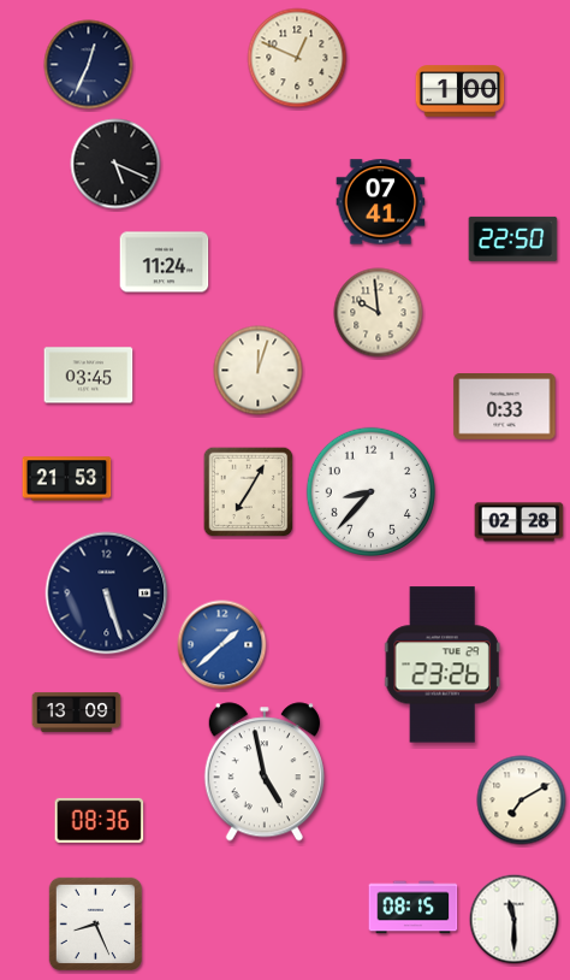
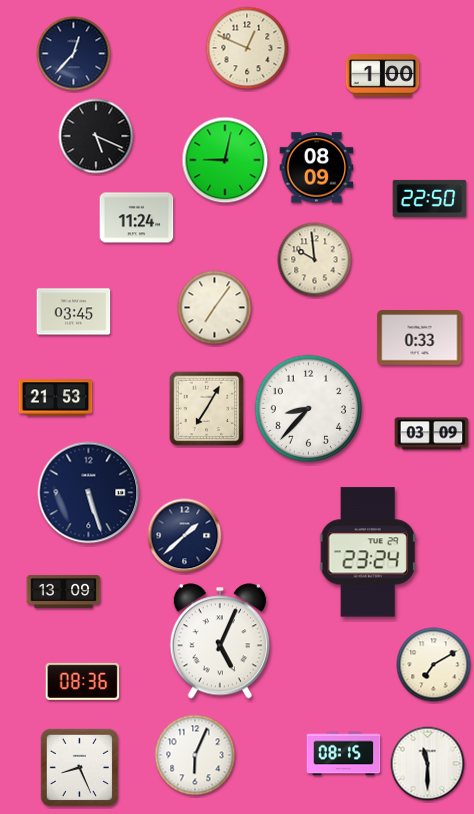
clock at (89, 65): 12:34 -> 12:37
clock at (225, 160): none -> 9:02
clock at (381, 202): 07:41 -> 08:09
clock at (513, 238) position: (513, 238) -> (430, 198)
clock at (259, 371): 12:03 -> 7:06
clock at (519, 523): 02:28 -> 03:09
clock at (222, 645) dial: blue -> navy
clock at (443, 665): 23:26 -> 23:24
clock at (265, 772): 4:58 -> 5:04
clock at (195, 755): none -> 6:04
